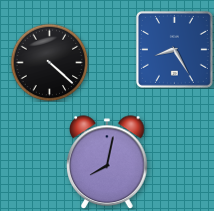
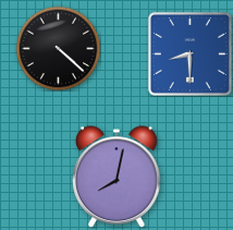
clock at (174, 49): 8:25 -> 8:30
clock at (49, 62) position: (49, 62) -> (58, 48)
